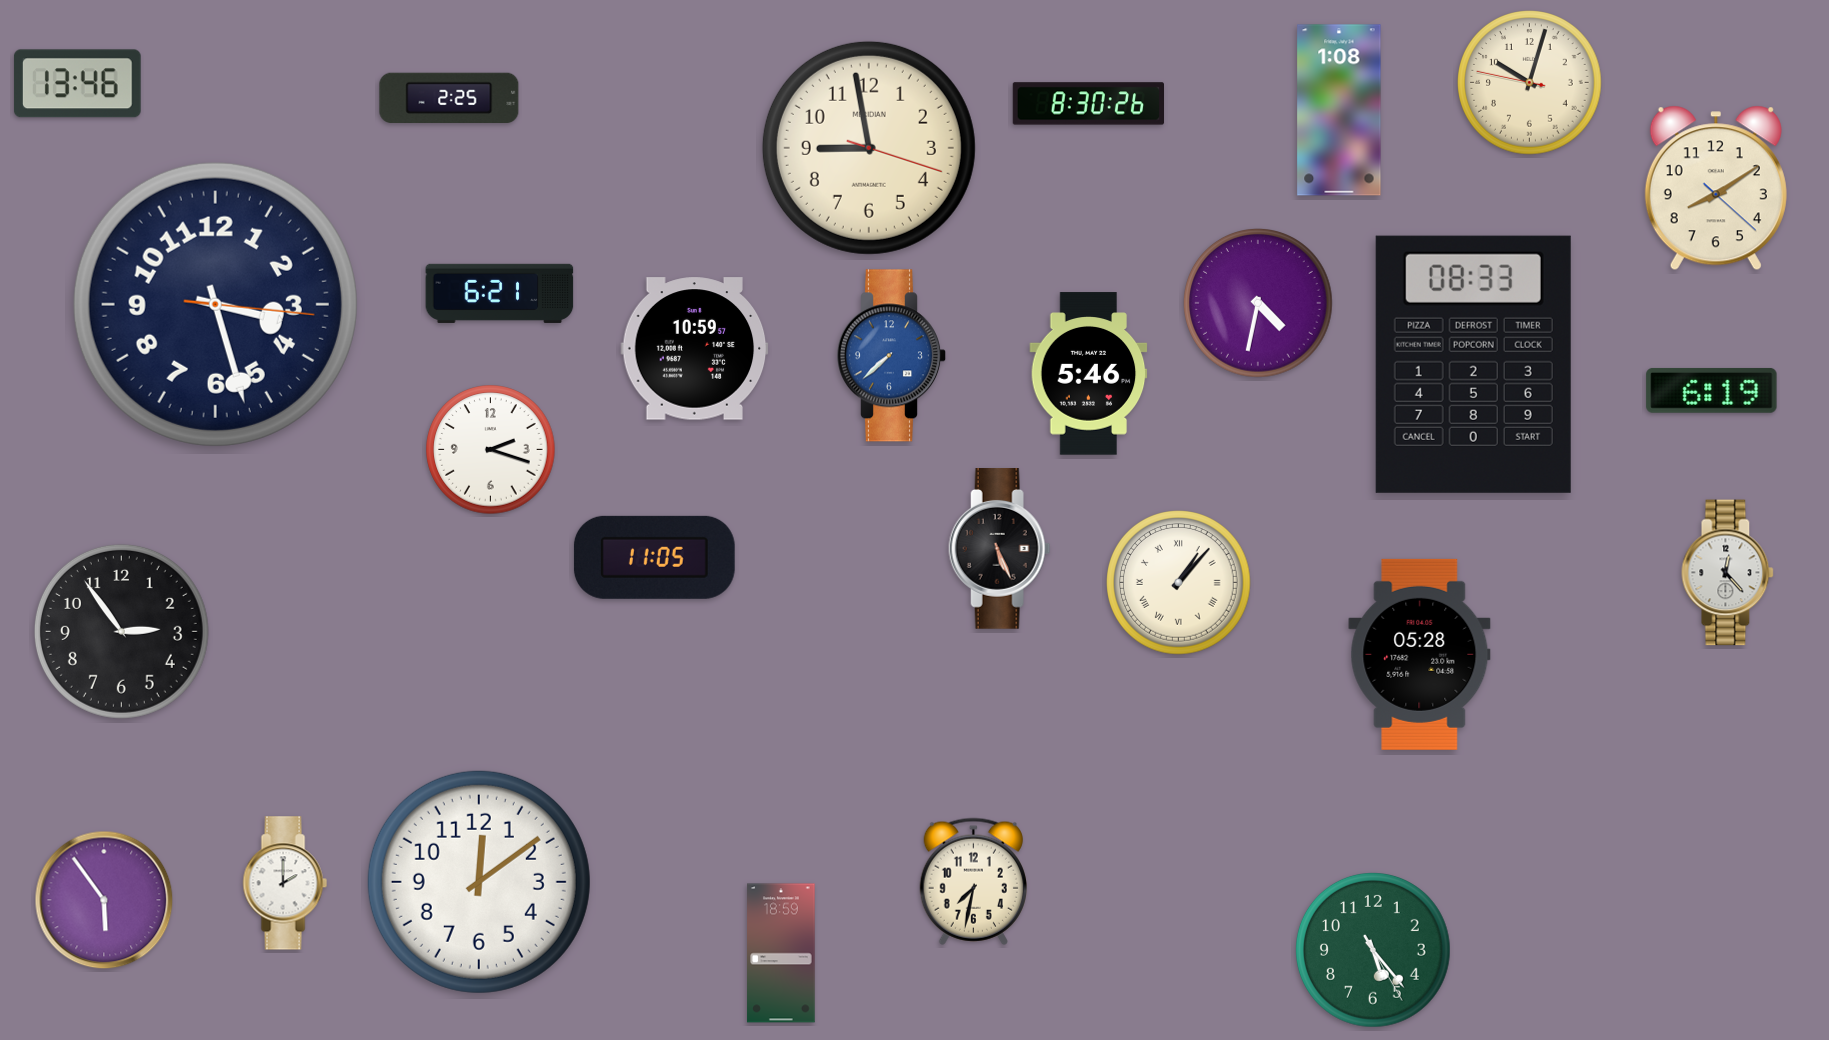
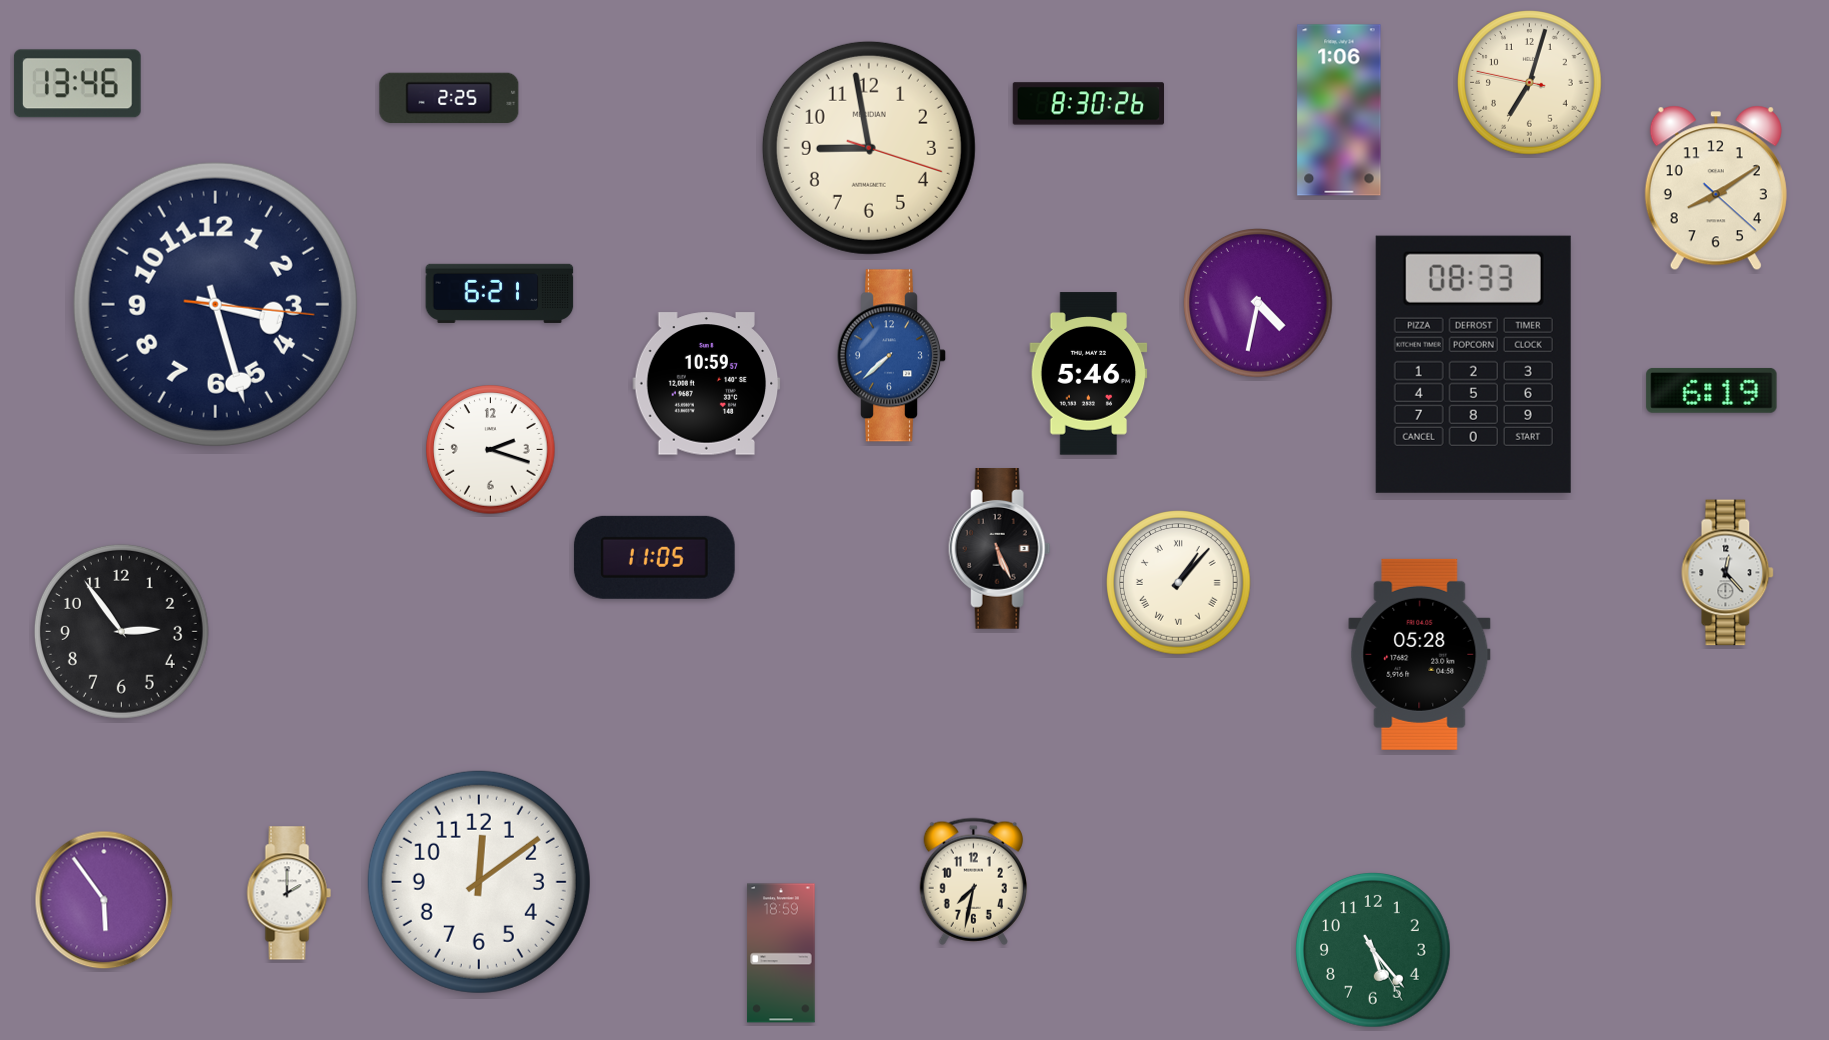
clock at (1530, 83): 10:02 -> 7:02
clock at (1339, 110): 1:08 -> 1:06
clock at (695, 349) position: (695, 349) -> (707, 384)
clock at (285, 883) position: (285, 883) -> (289, 893)
